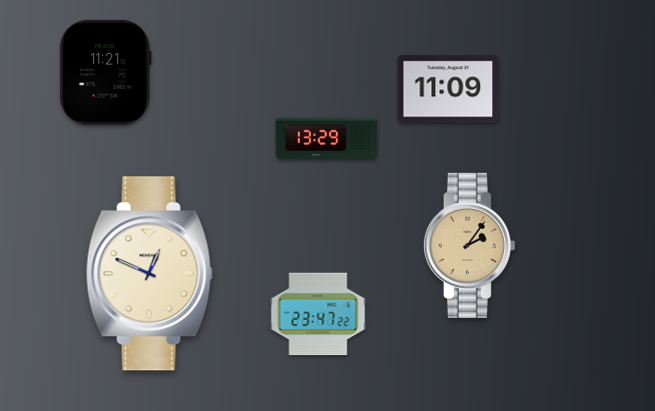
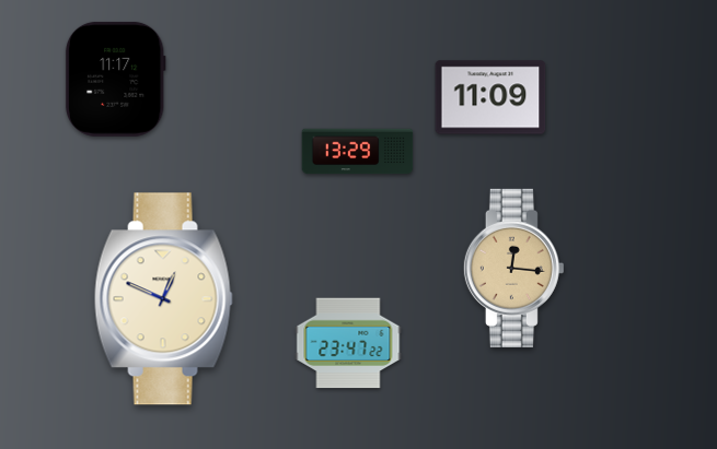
clock at (105, 72): 11:21 -> 11:17
clock at (469, 245): 2:06 -> 12:16
